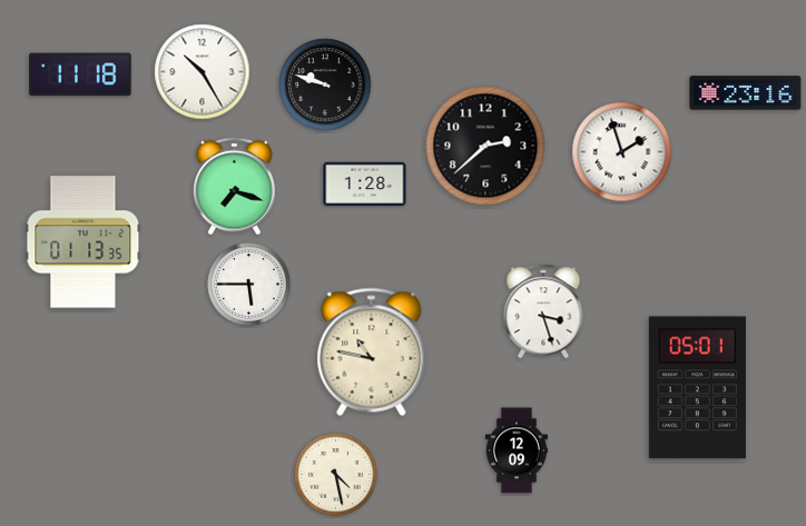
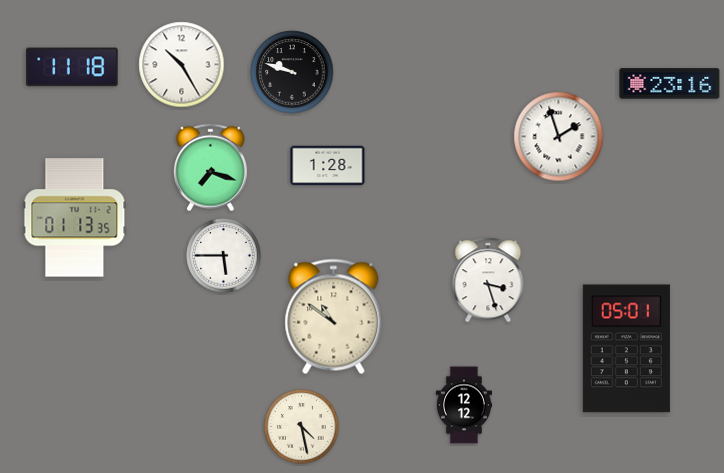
clock at (325, 85) position: (325, 85) -> (292, 72)
clock at (485, 146): 2:38 -> none
clock at (372, 353): 10:47 -> 10:51
clock at (517, 450): 12:09 -> 12:12
